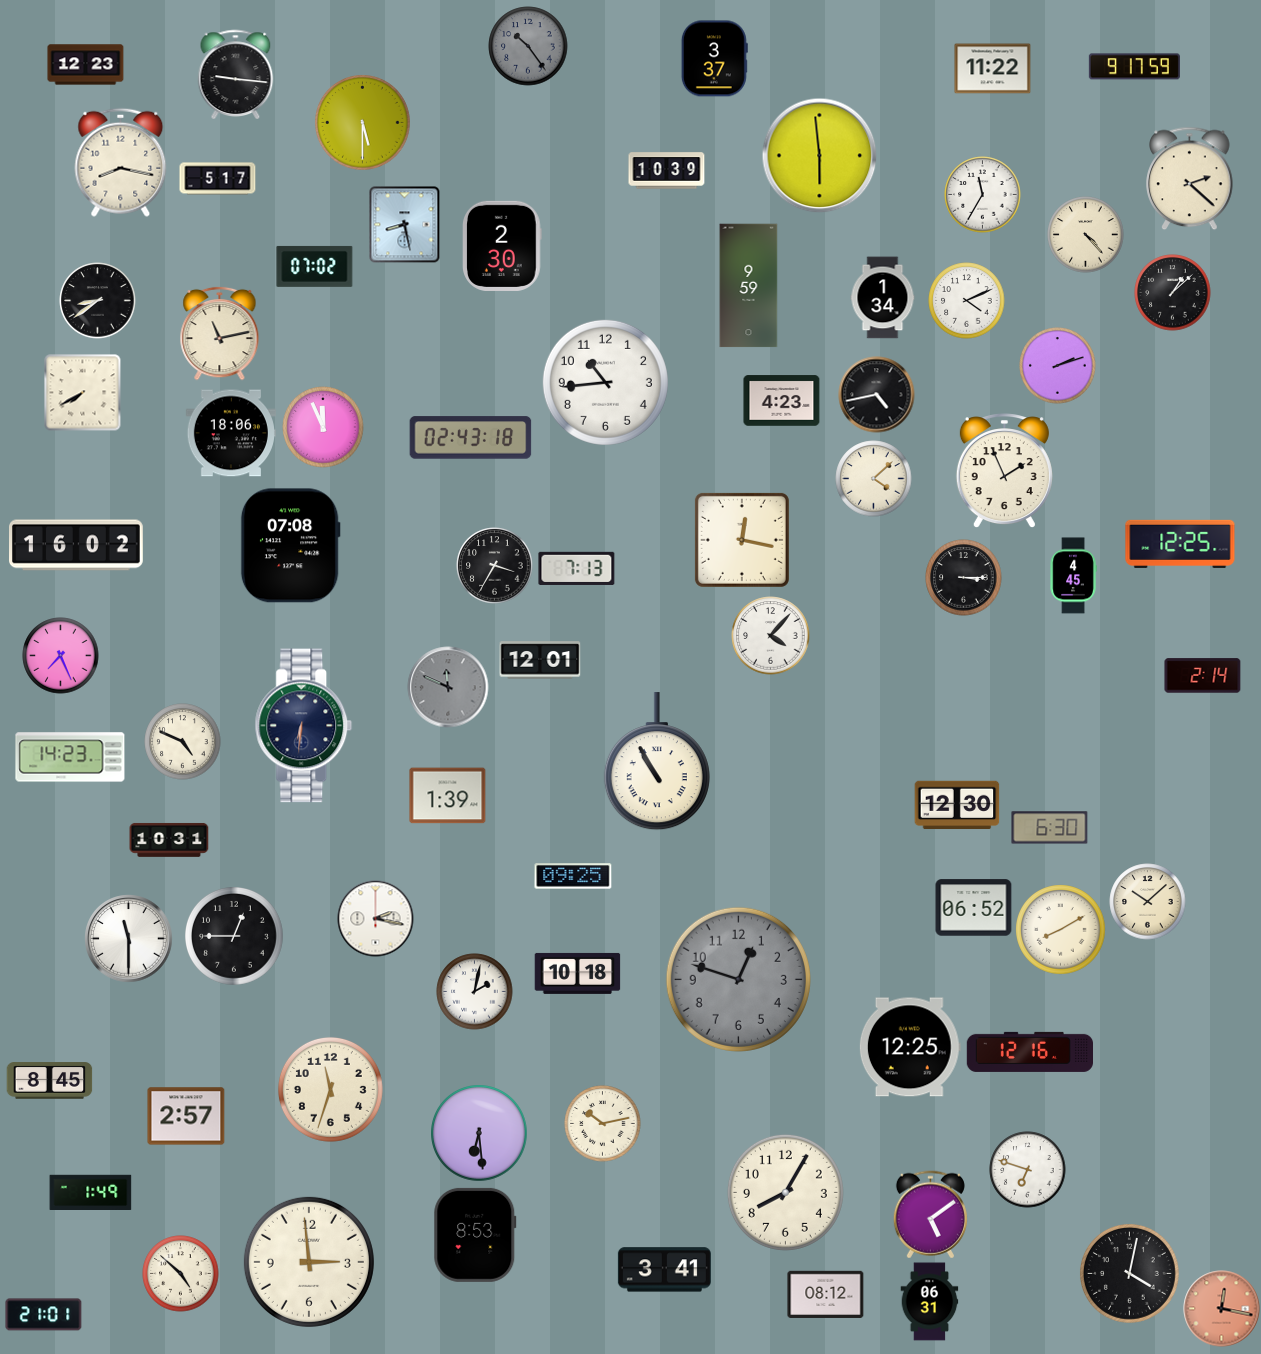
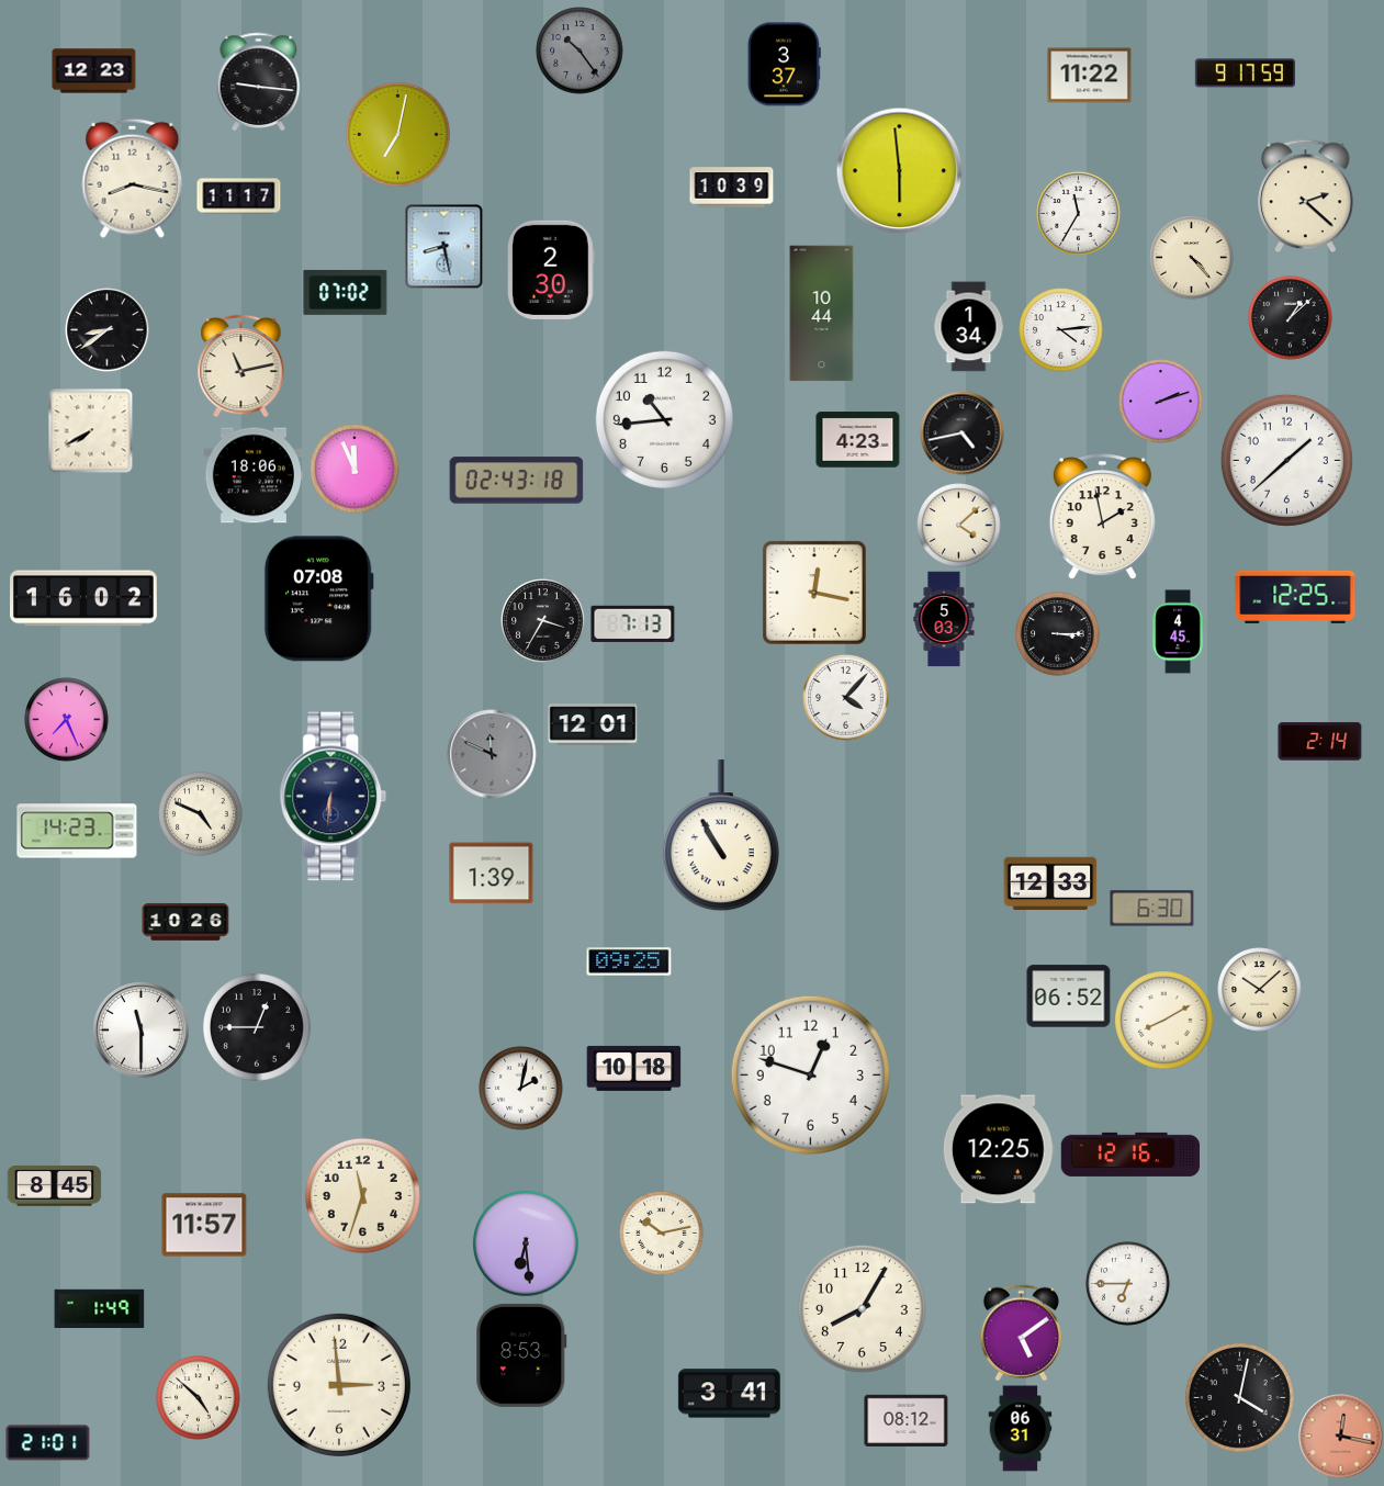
clock at (363, 123): 5:30 -> 7:02
clock at (218, 179): 5:17 -> 11:17
clock at (749, 286): 9:59 -> 10:44
clock at (1173, 293) position: (1173, 293) -> (1291, 318)
clock at (967, 301): 4:11 -> 4:14
clock at (1286, 460): none -> 1:38
clock at (1004, 471): 1:56 -> 1:58
clock at (944, 619): none -> 5:03
clock at (957, 805): 12:30 -> 12:33
clock at (169, 840): 10:31 -> 10:26
clock at (376, 919): 2:17 -> none
clock at (738, 979) dial: grey -> white
clock at (186, 1116): 2:57 -> 11:57
clock at (1028, 1170): 6:48 -> 6:45
